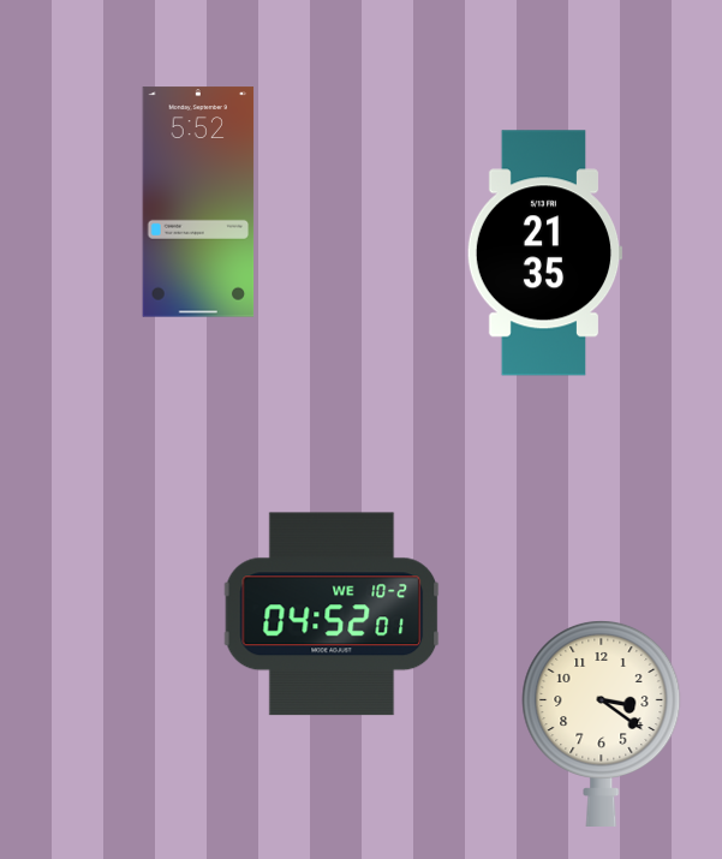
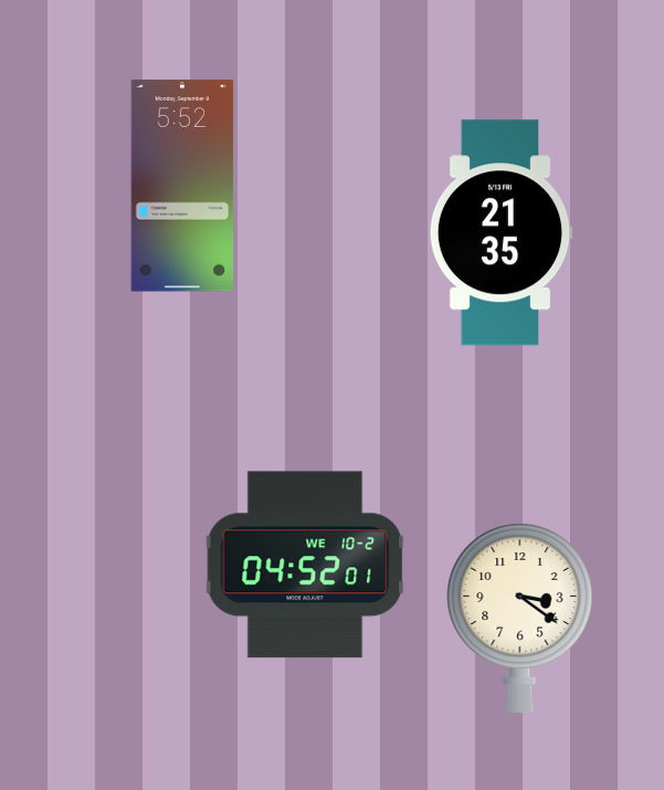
clock at (602, 722) position: (602, 722) -> (520, 617)
